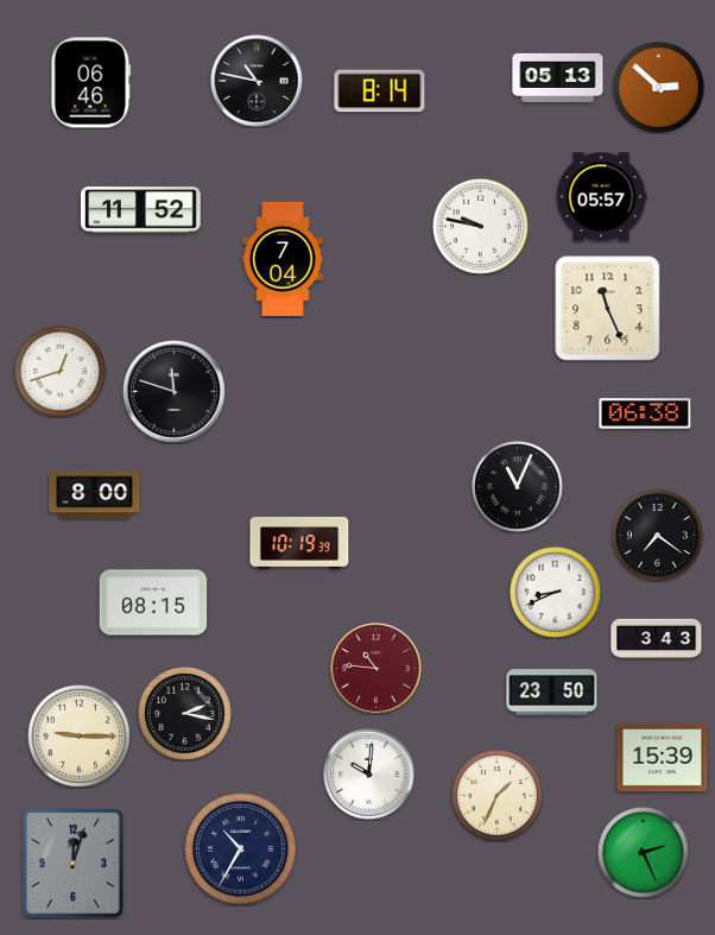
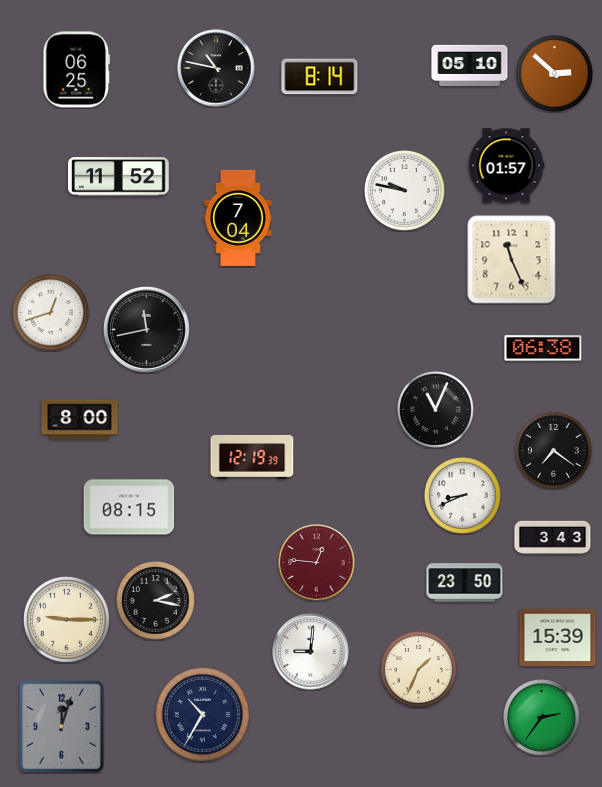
clock at (558, 77): 05:13 -> 05:10
clock at (91, 83): 06:46 -> 06:25
clock at (601, 197): 05:57 -> 01:57
clock at (175, 392): 11:48 -> 11:43
clock at (95, 495) position: (95, 495) -> (80, 420)
clock at (299, 543): 10:19 -> 12:19
clock at (556, 593) position: (556, 593) -> (463, 496)
clock at (377, 669): 10:46 -> 12:46
clock at (369, 775): 10:01 -> 9:01
clock at (644, 853): 2:26 -> 2:36
